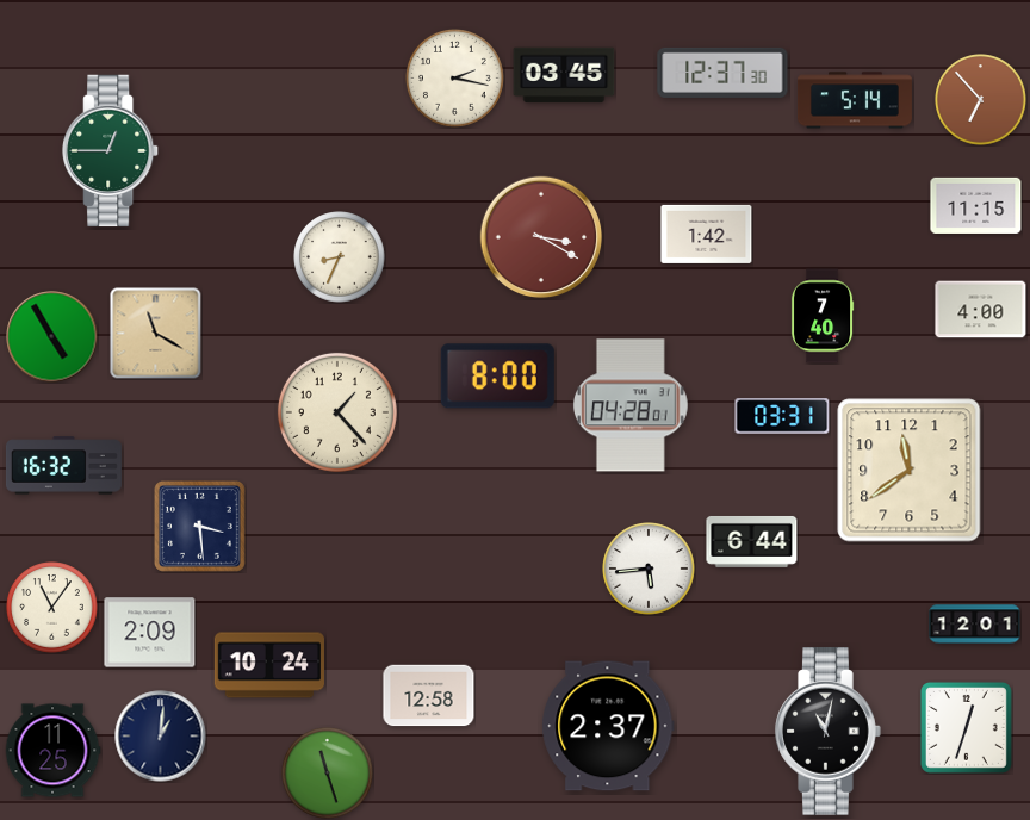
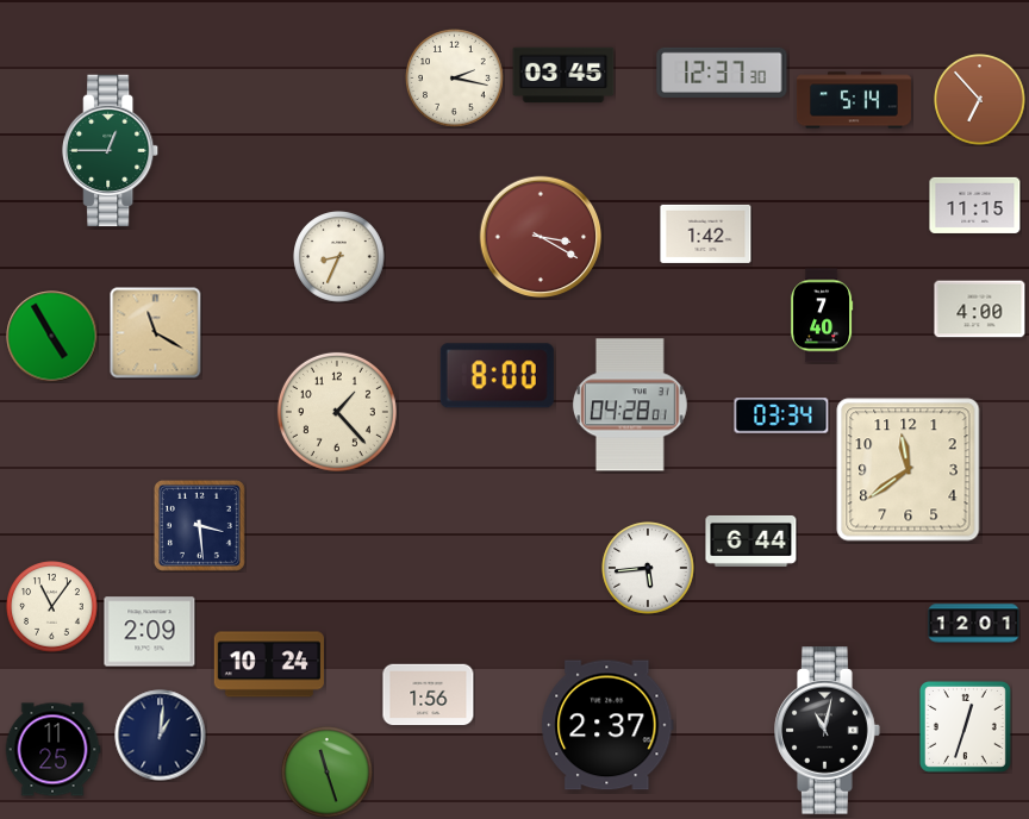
clock at (782, 416): 03:31 -> 03:34
clock at (63, 466): 16:32 -> none
clock at (429, 696): 12:58 -> 1:56
